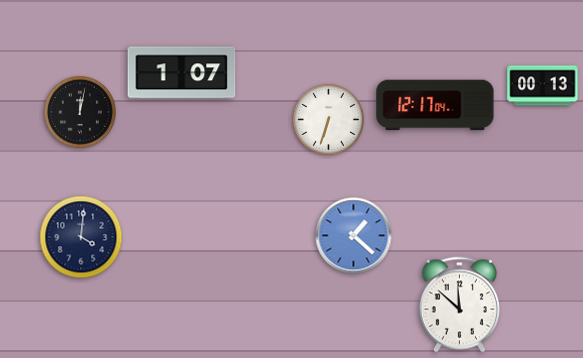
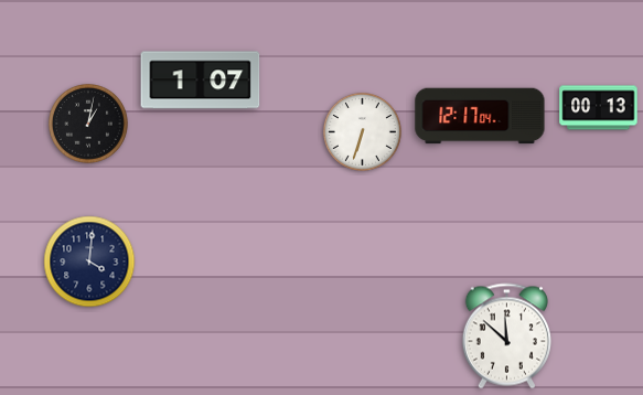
clock at (543, 86) position: (543, 86) -> (599, 108)
clock at (81, 113): 12:02 -> 1:02
clock at (354, 236): 1:22 -> none
